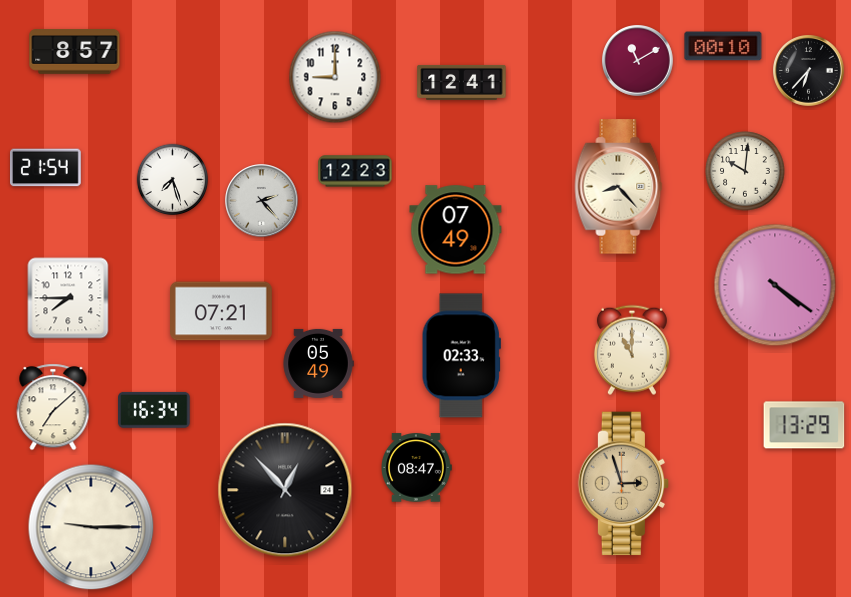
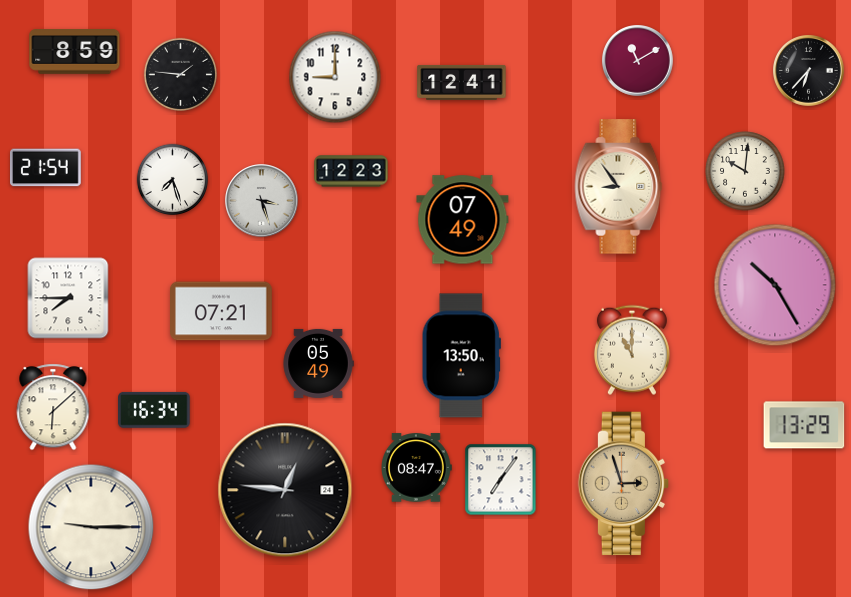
clock at (723, 46): 00:10 -> none
clock at (75, 52): 8:57 -> 8:59
clock at (180, 74): none -> 1:46
clock at (355, 171) position: (355, 171) -> (351, 171)
clock at (619, 187): 8:23 -> 8:54
clock at (262, 201): 2:23 -> 3:27
clock at (456, 230) position: (456, 230) -> (463, 220)
clock at (775, 285): 4:21 -> 10:25
clock at (461, 356): 02:33 -> 13:50
clock at (53, 407): 7:08 -> 6:08
clock at (501, 480): none -> 7:06
clock at (285, 490): 12:53 -> 12:46
